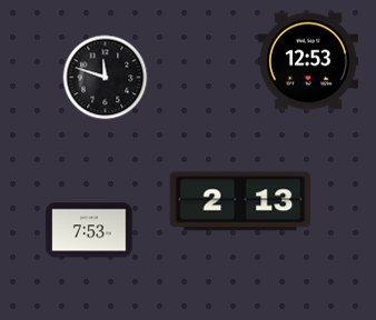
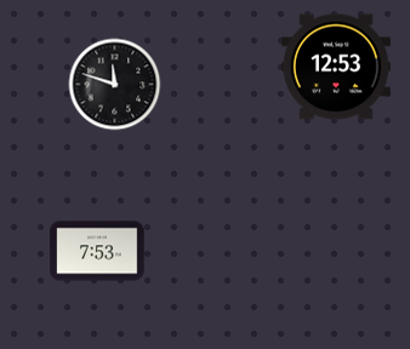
clock at (240, 201): 2:13 -> none
